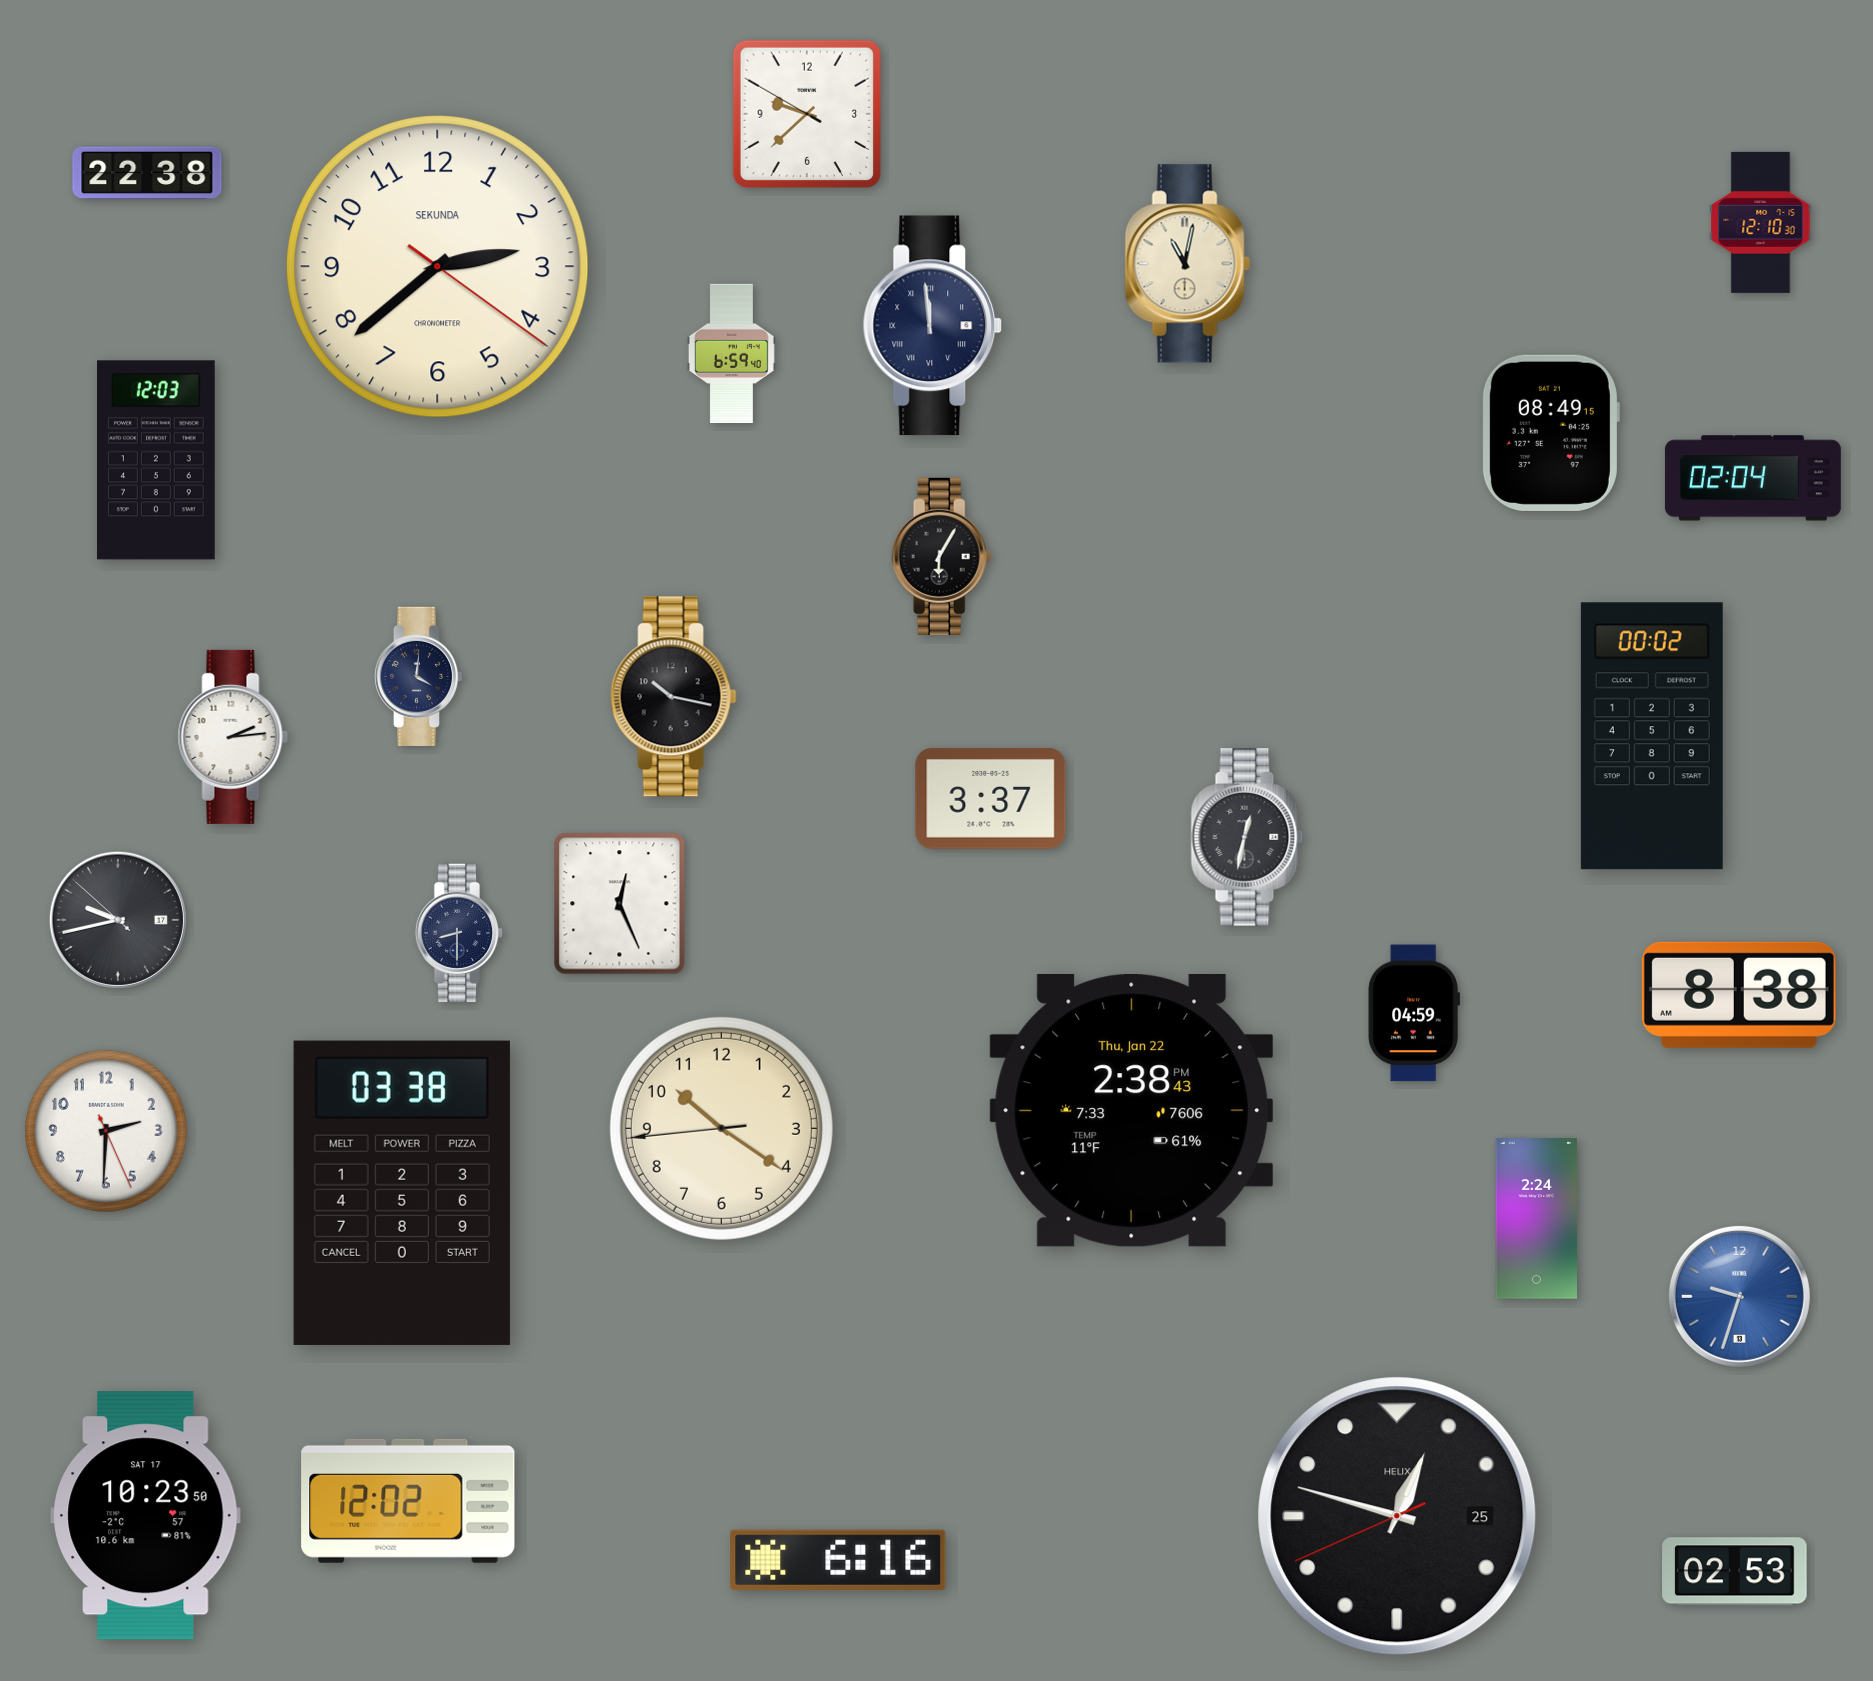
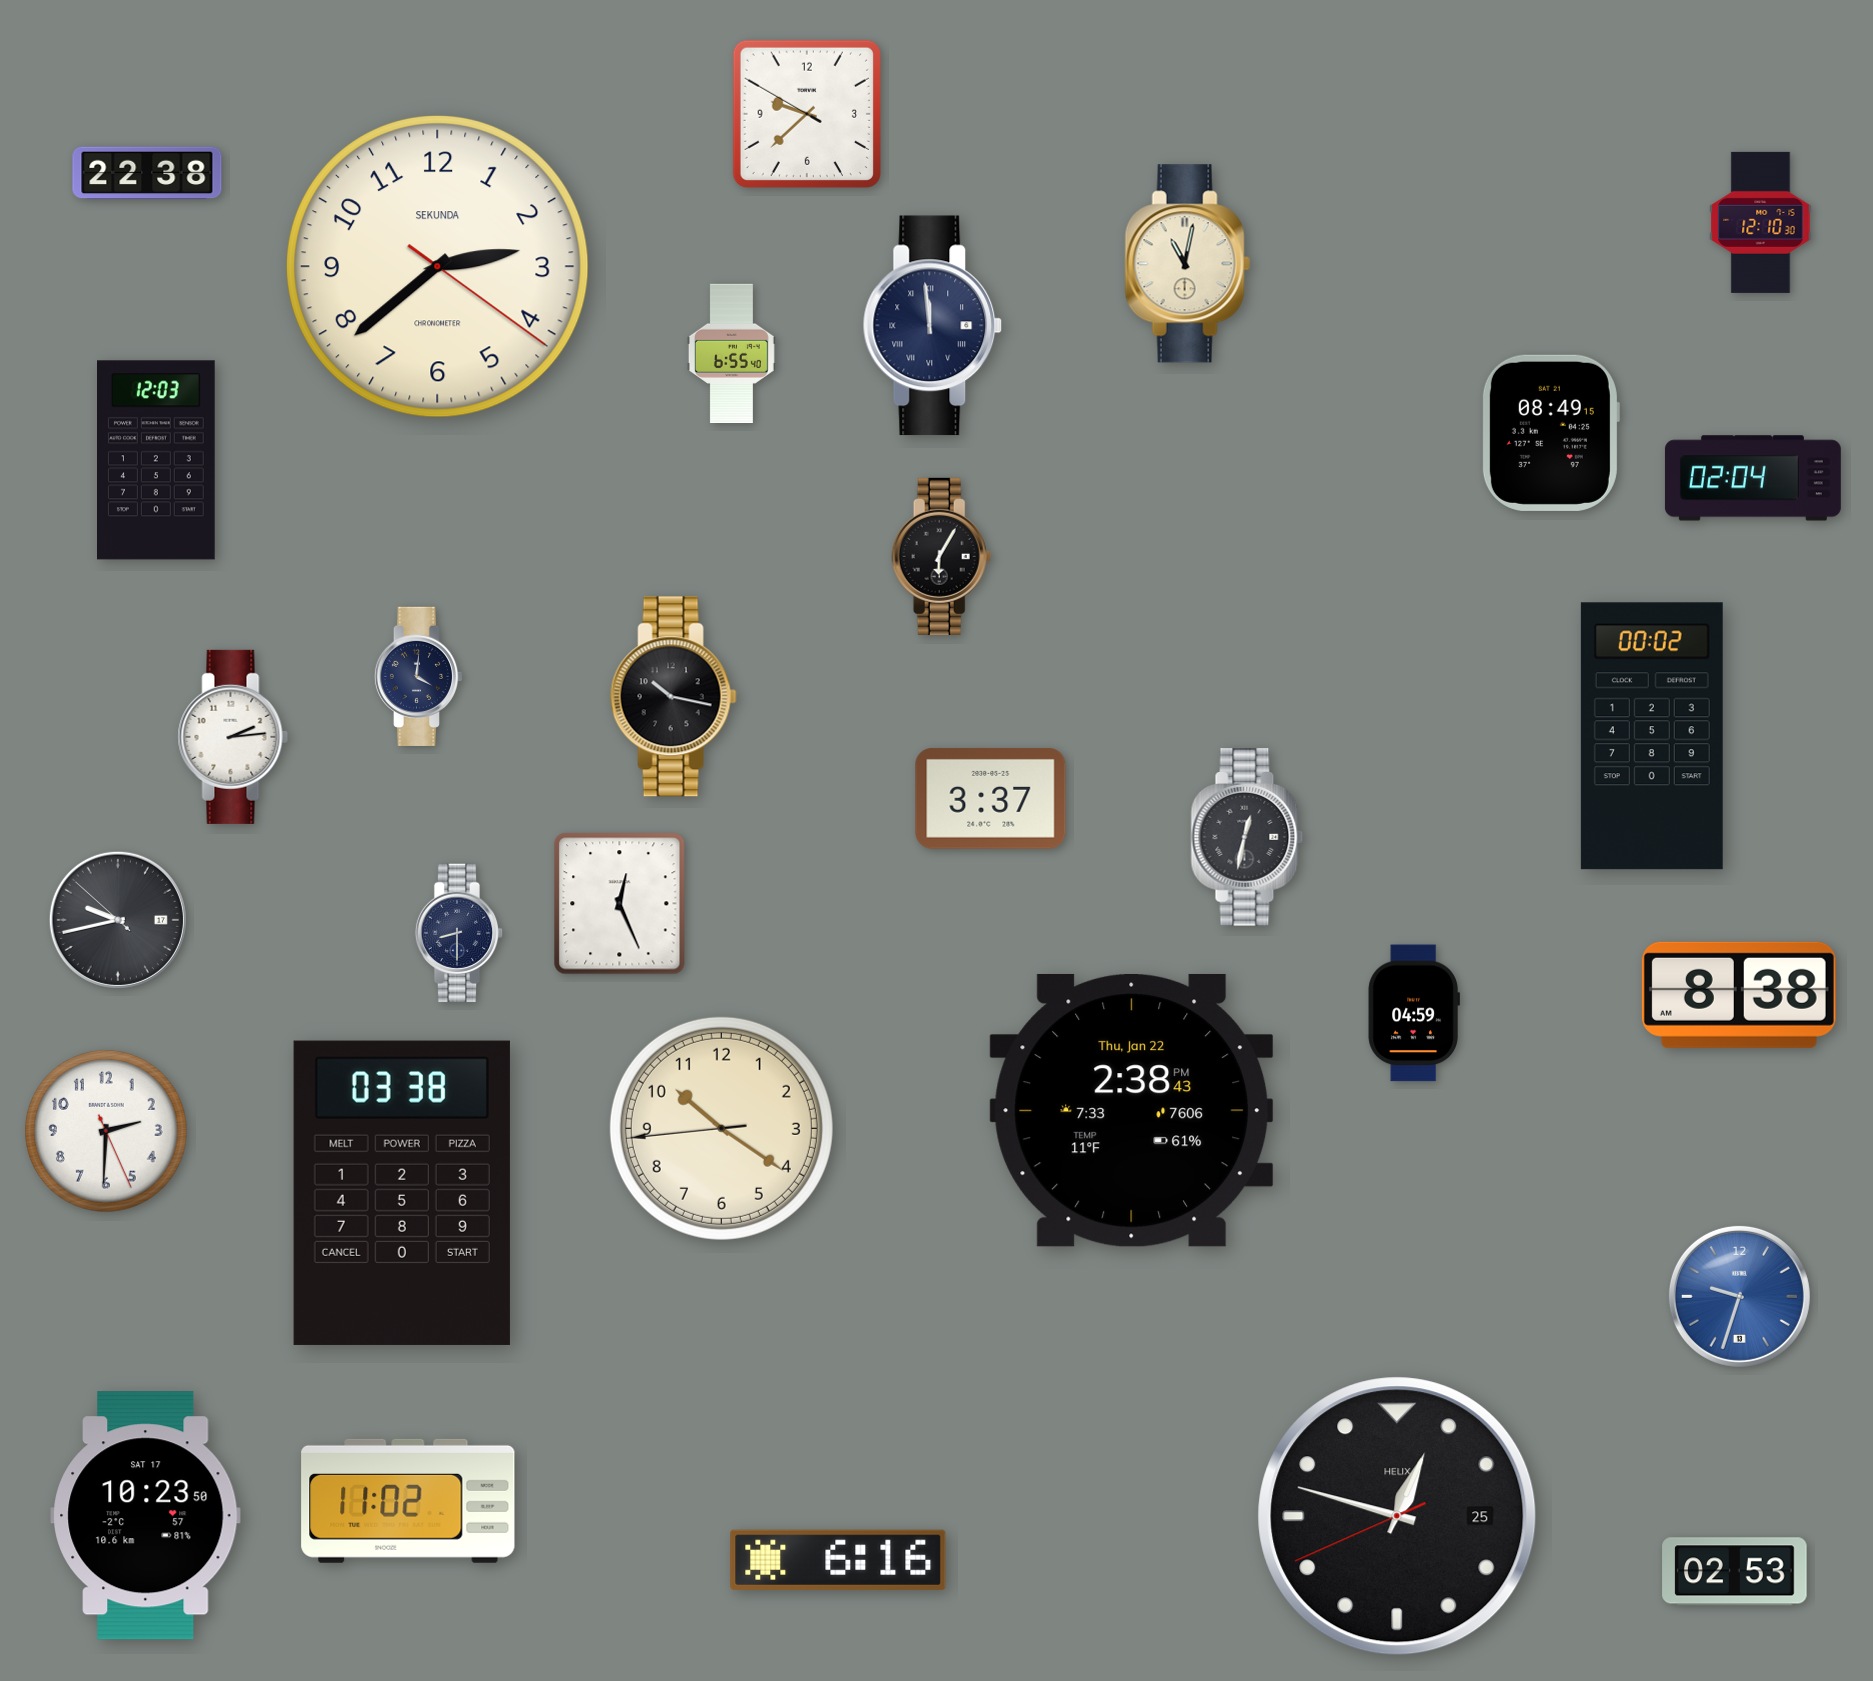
clock at (731, 353): 6:59 -> 6:55
clock at (1536, 1219): 2:24 -> none
clock at (408, 1501): 12:02 -> 11:02
